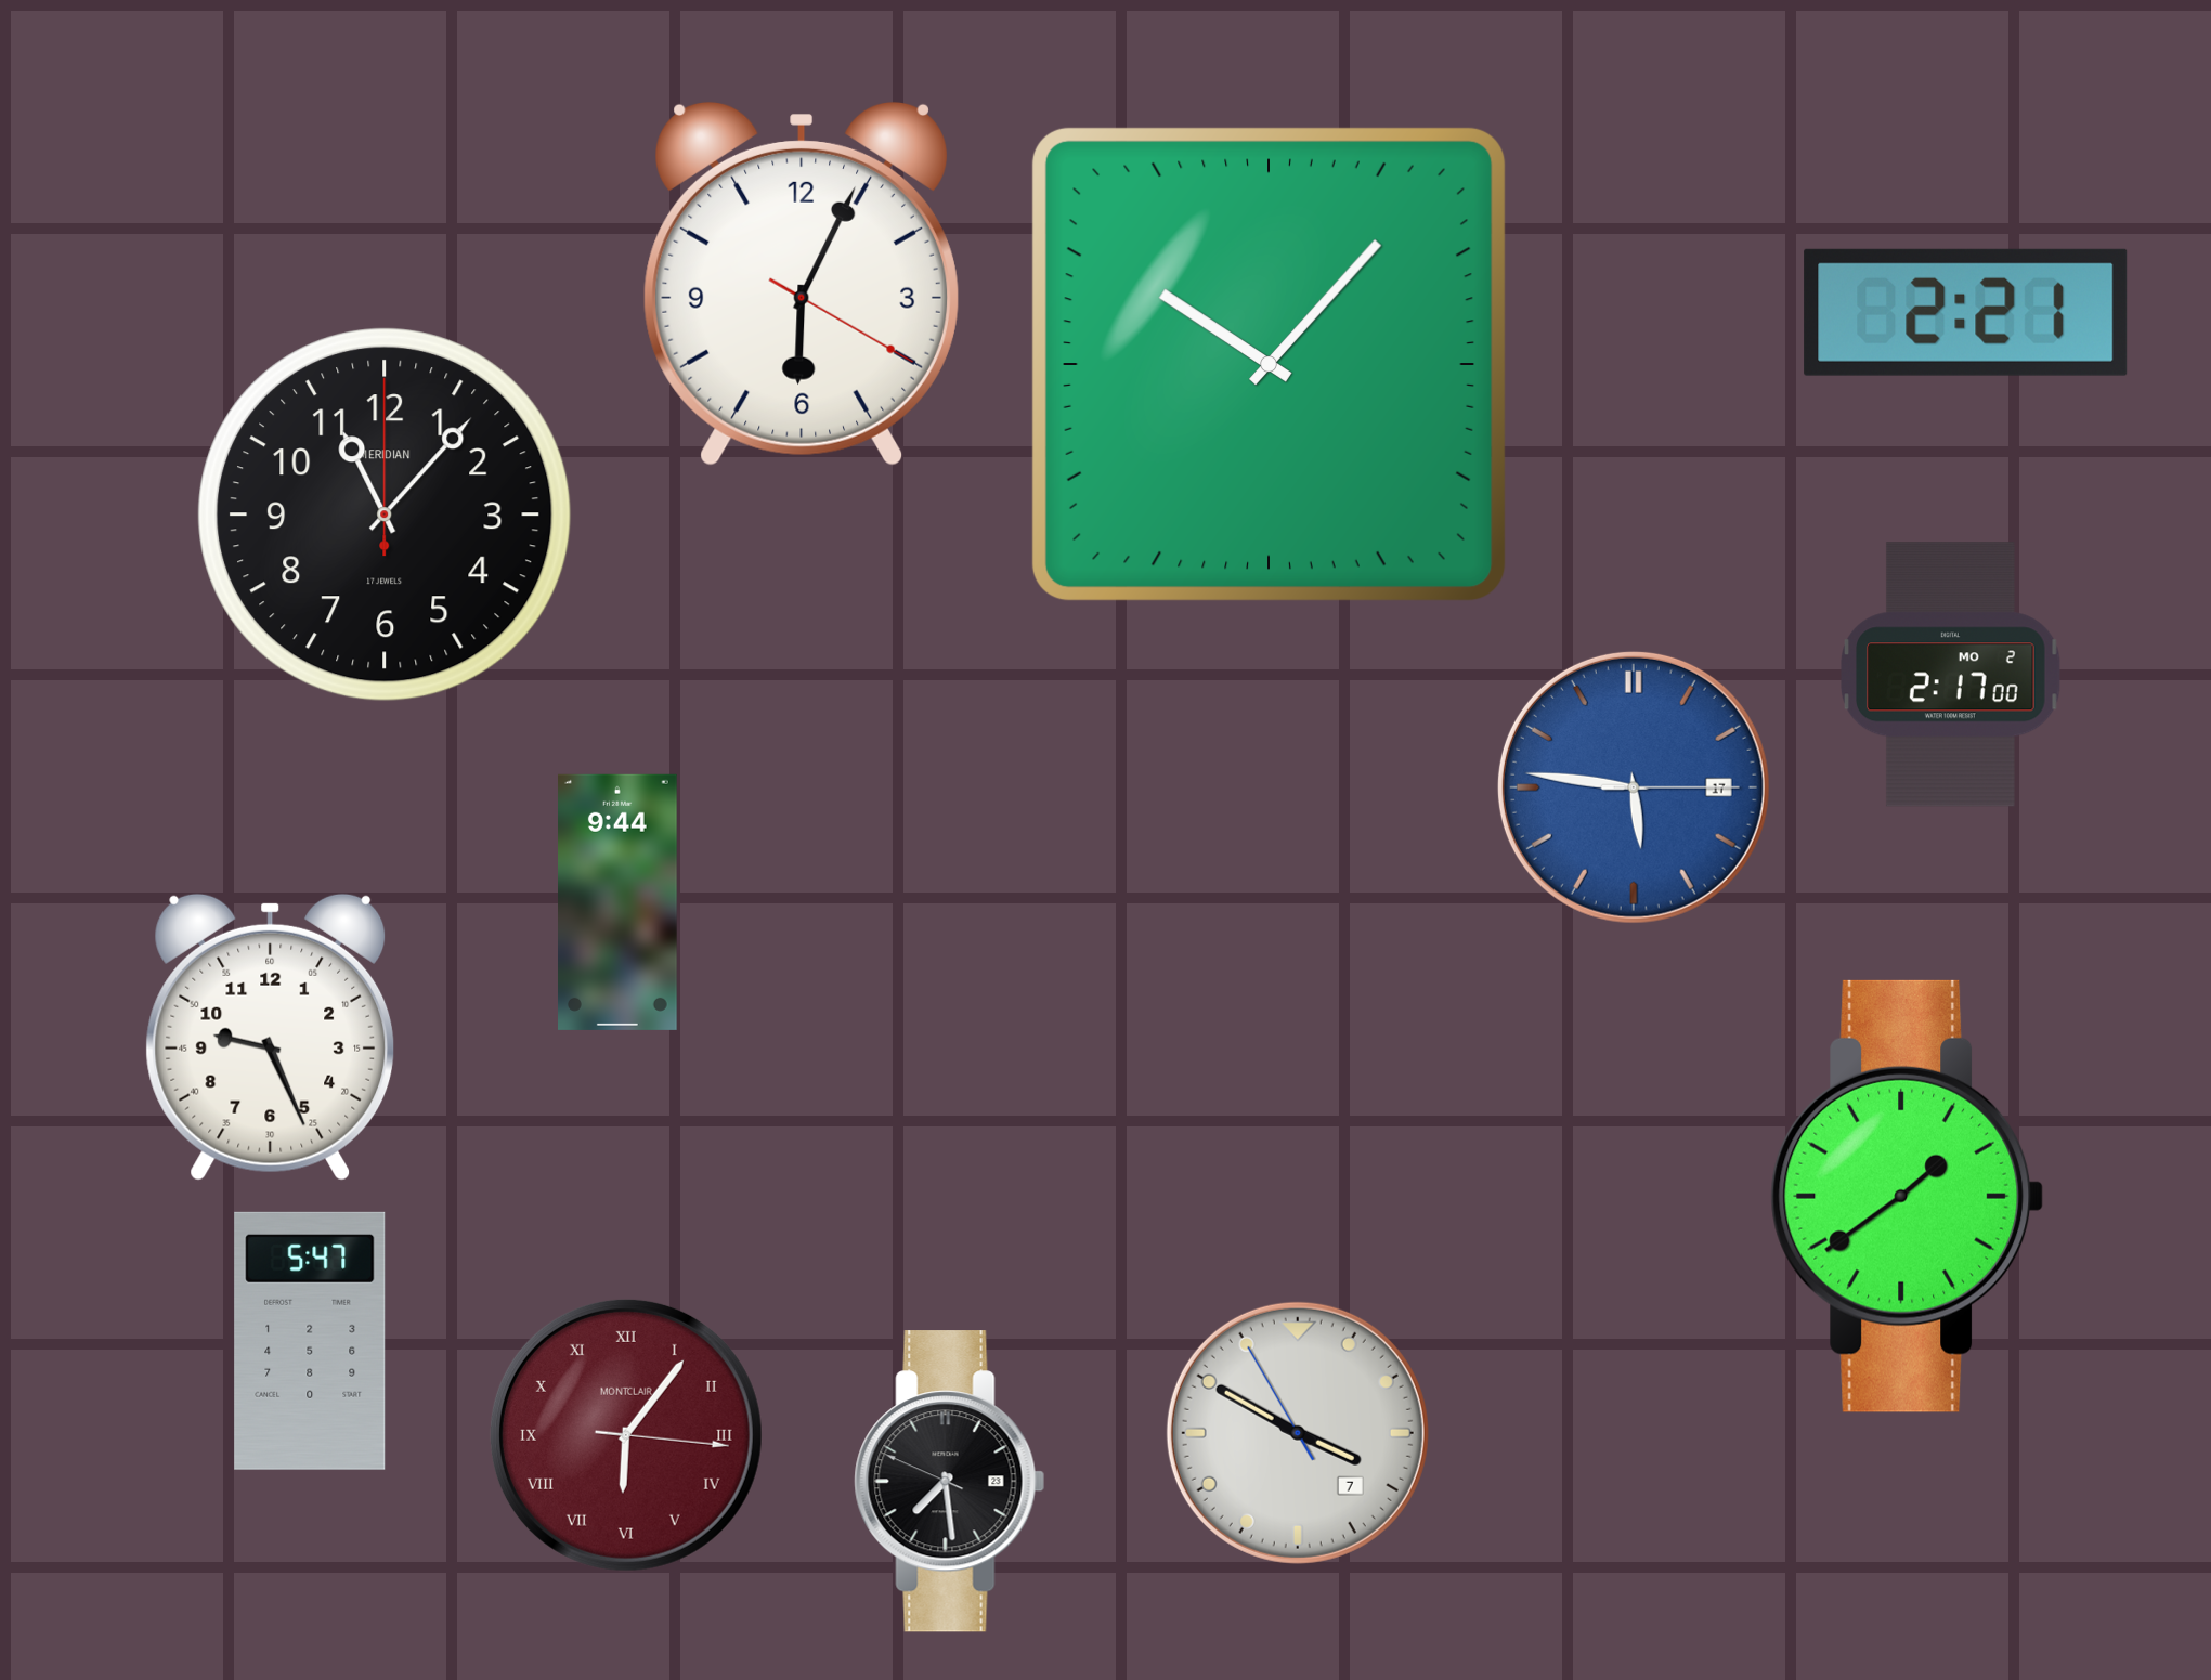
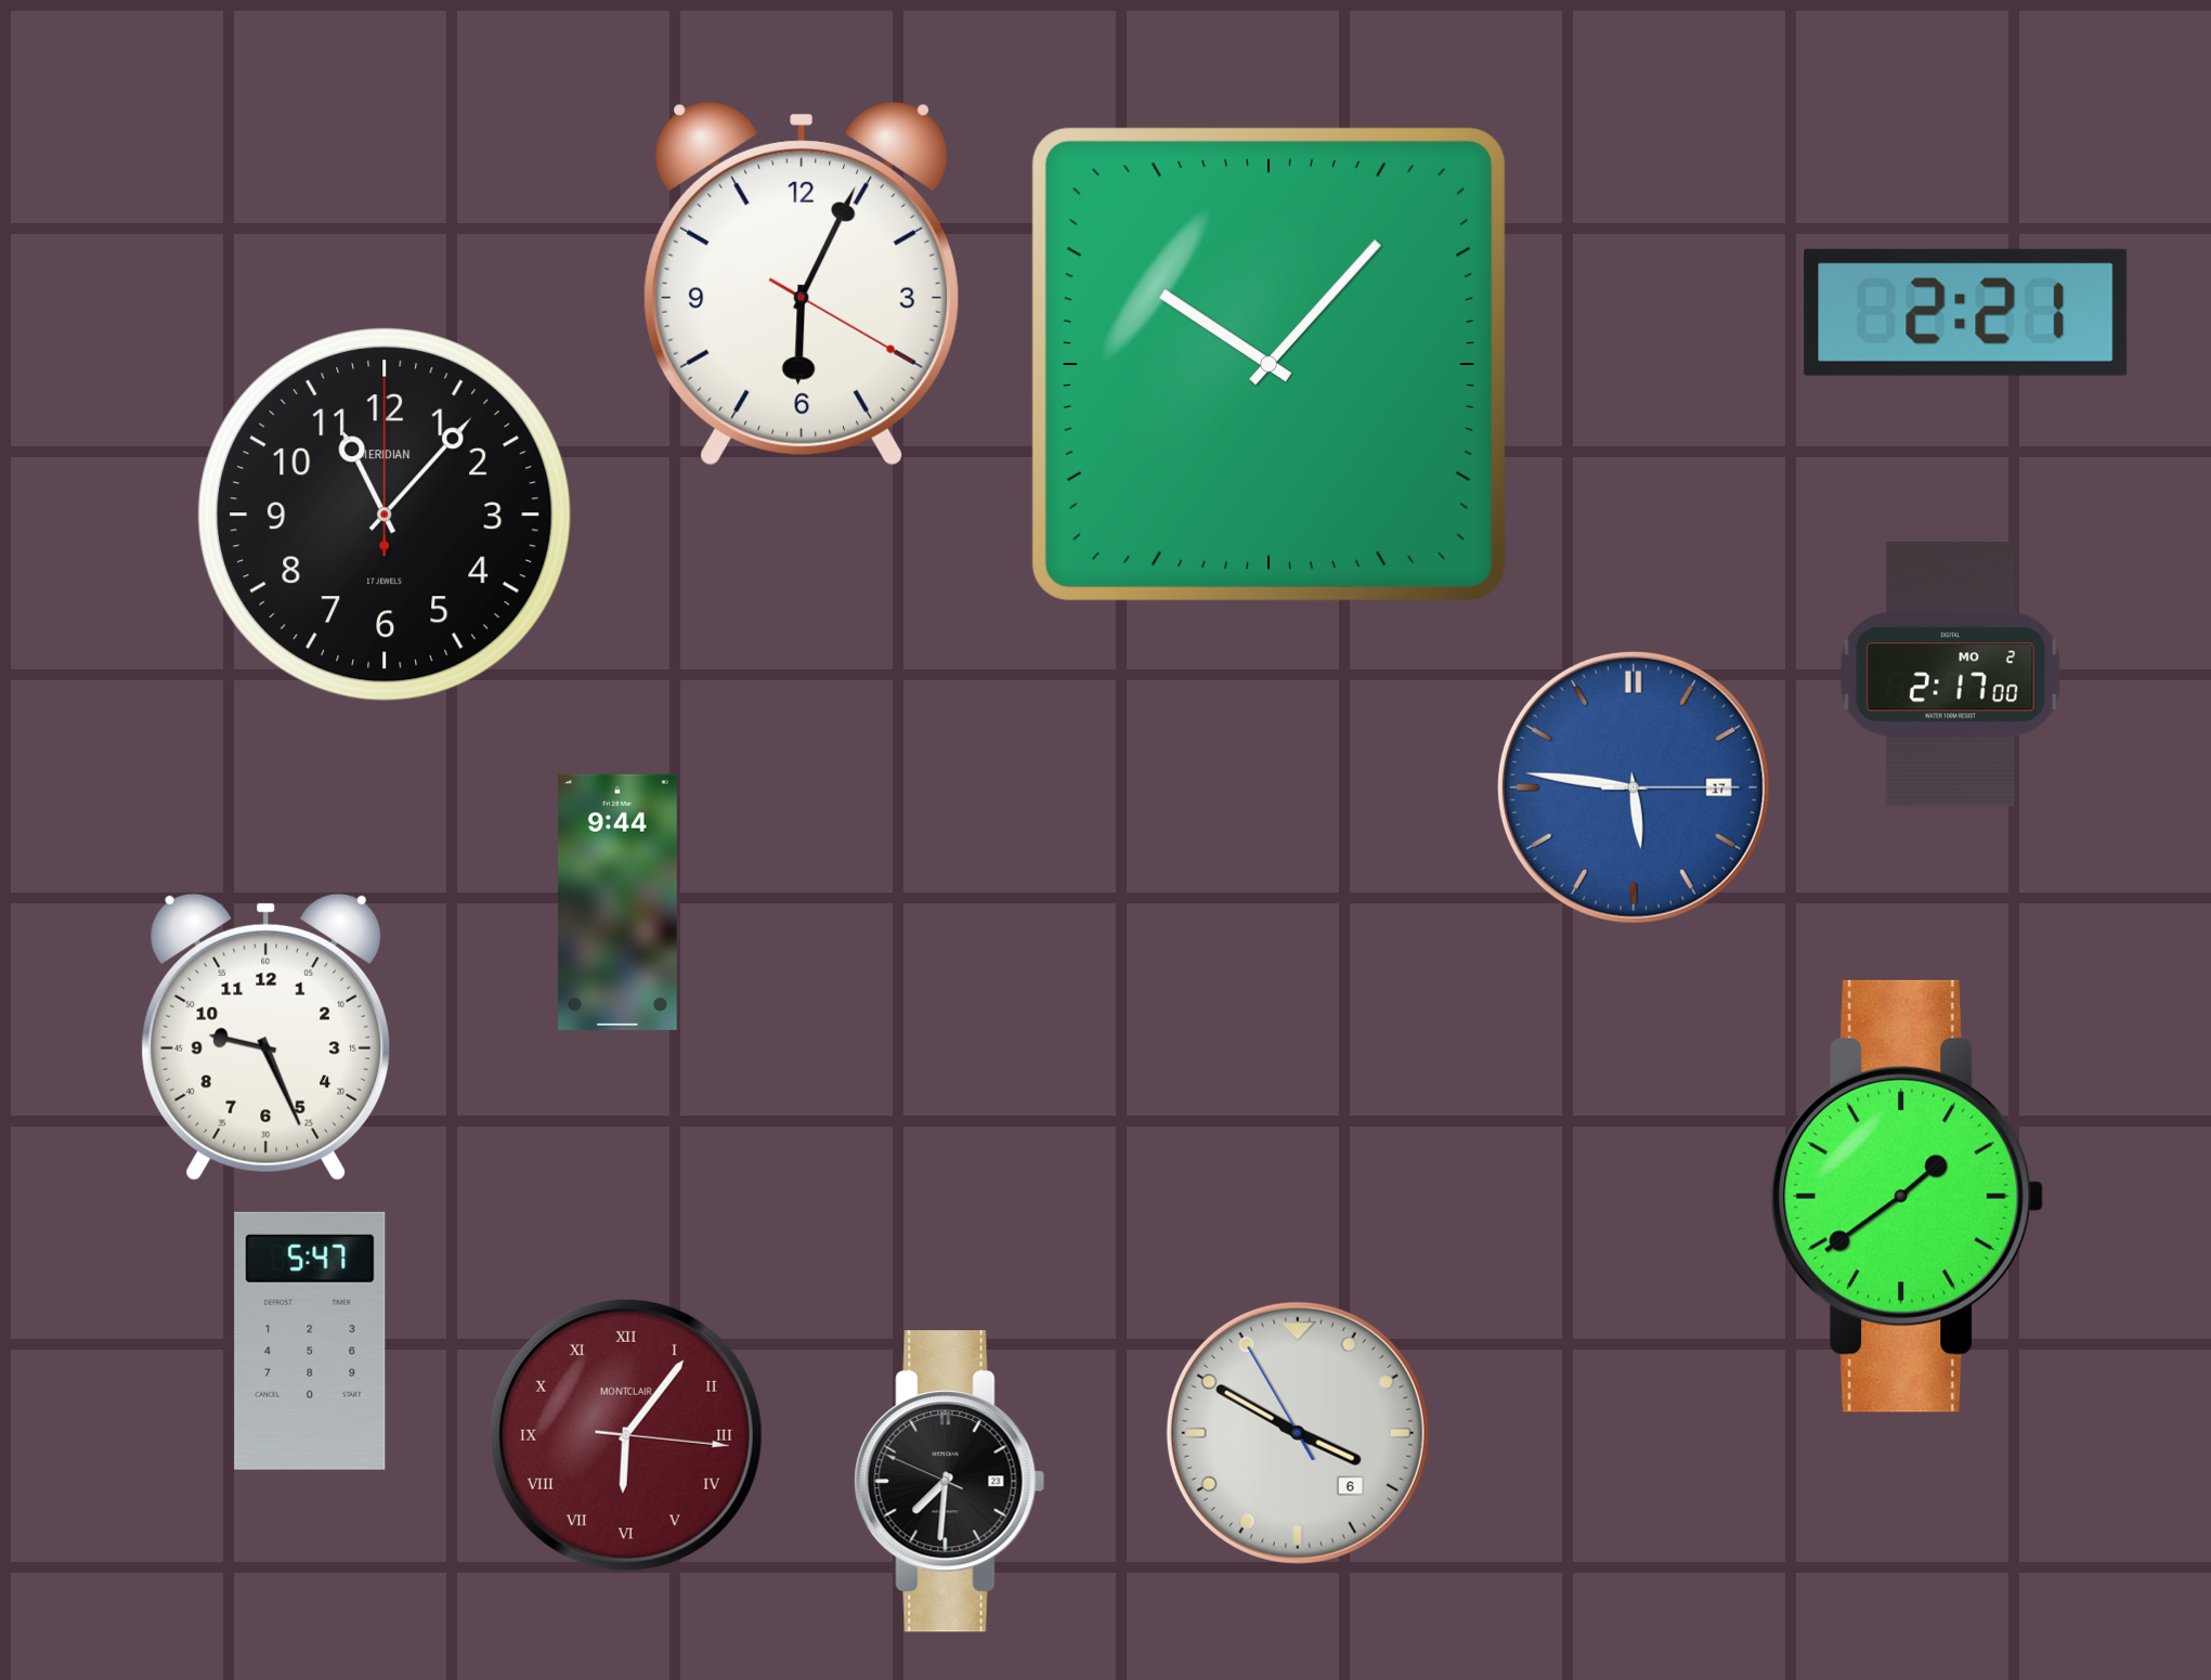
clock at (271, 1037) position: (271, 1037) -> (266, 1037)
clock at (1298, 1433) date: 7 -> 6
clock at (950, 1482): 7:28 -> 7:30
